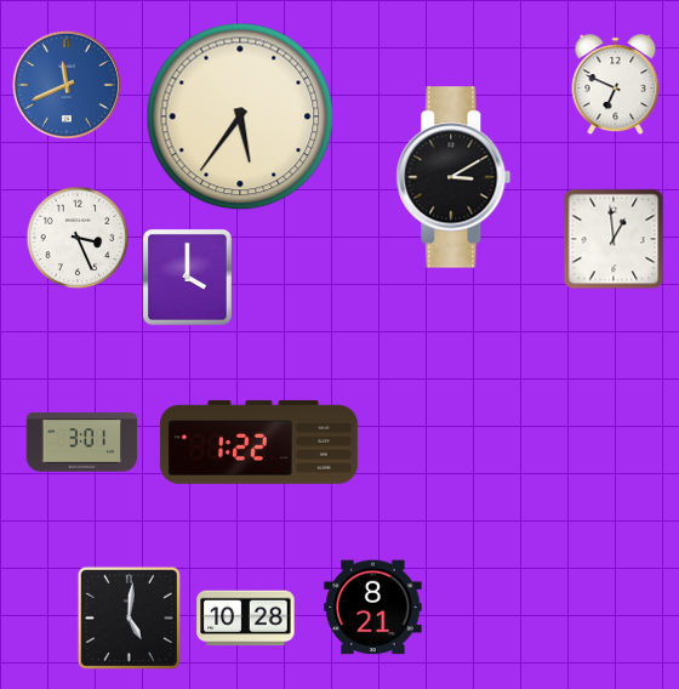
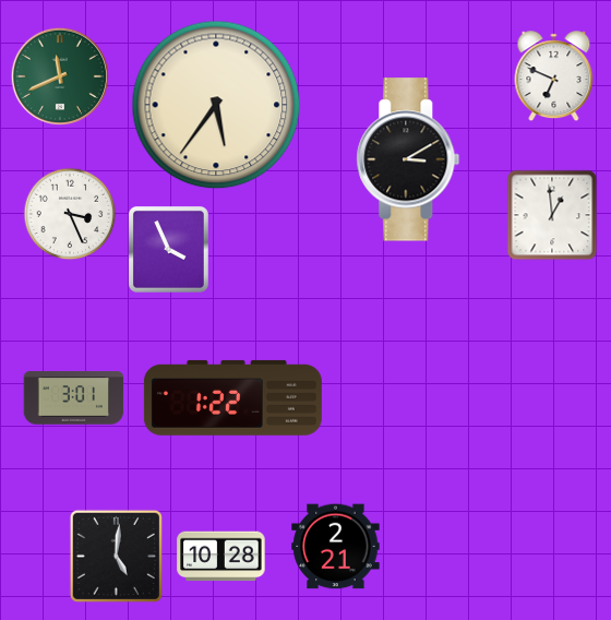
clock at (67, 85) dial: blue -> green
clock at (187, 277): 4:00 -> 3:56
clock at (373, 608): 8:21 -> 2:21
